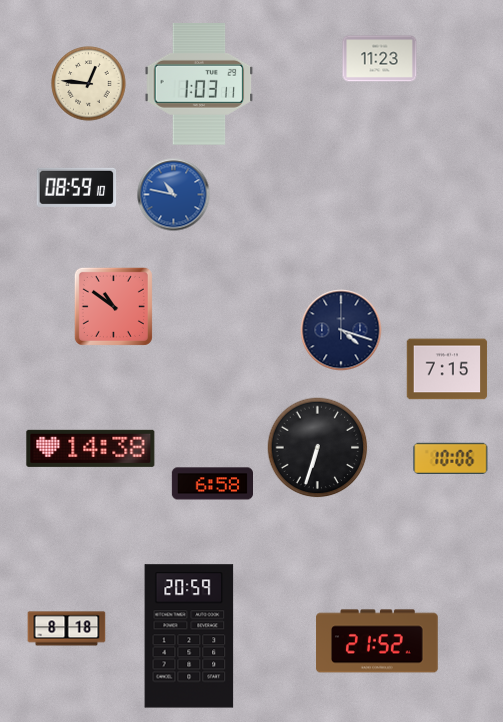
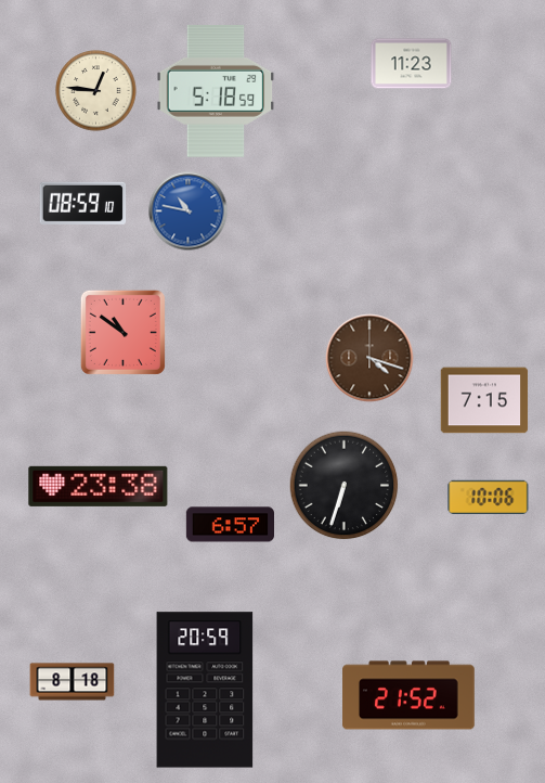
clock at (199, 85): 1:03 -> 5:18
clock at (341, 330) dial: navy -> brown
clock at (91, 448): 14:38 -> 23:38
clock at (212, 484): 6:58 -> 6:57
